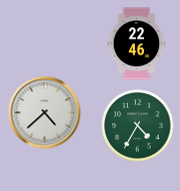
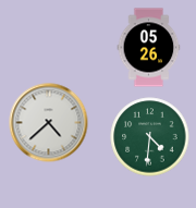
clock at (137, 44): 22:46 -> 05:26
clock at (138, 126): 4:35 -> 4:31
